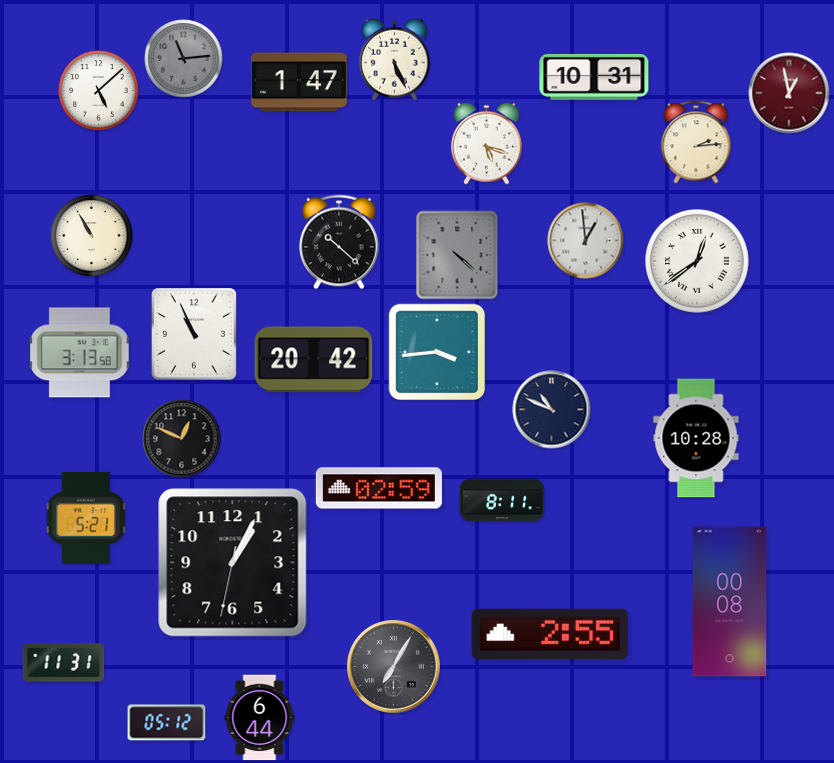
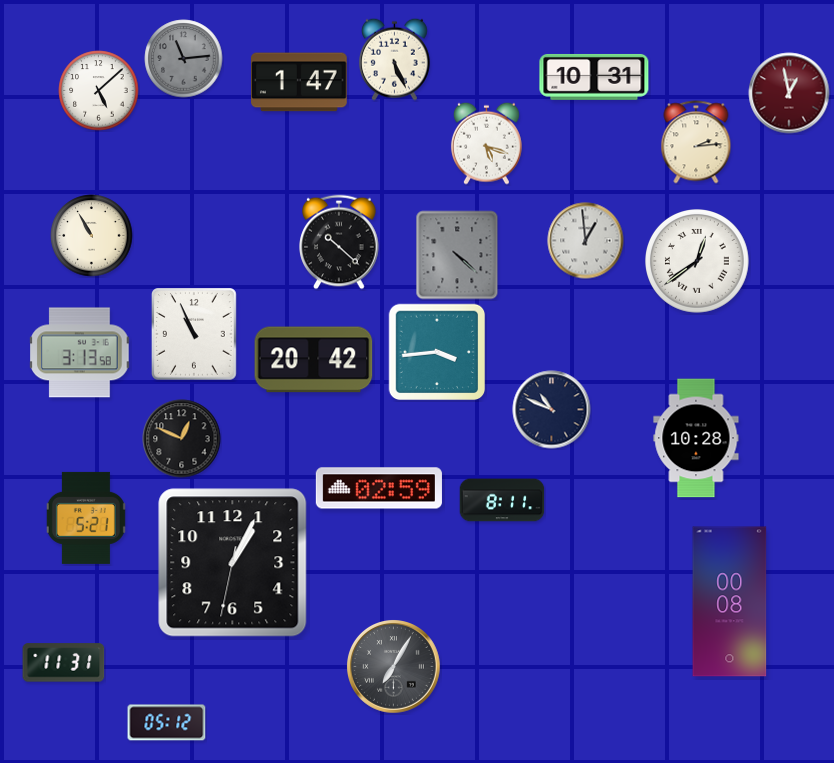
clock at (550, 634): 2:55 -> none
clock at (260, 718): 6:44 -> none
